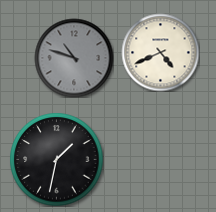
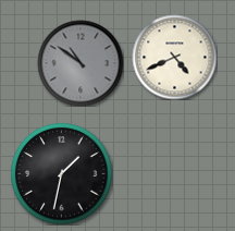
clock at (74, 58): 10:48 -> 10:51
